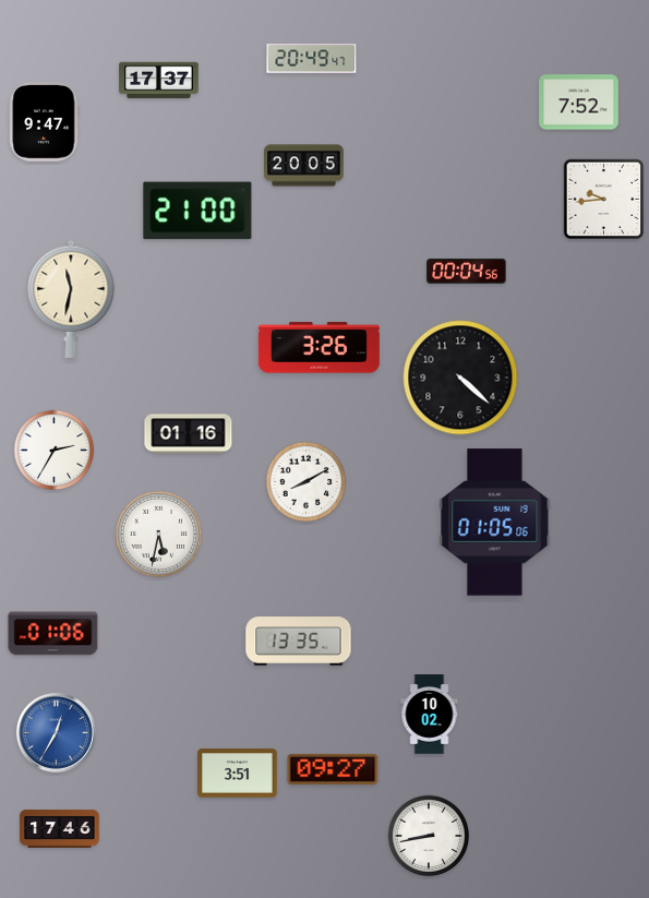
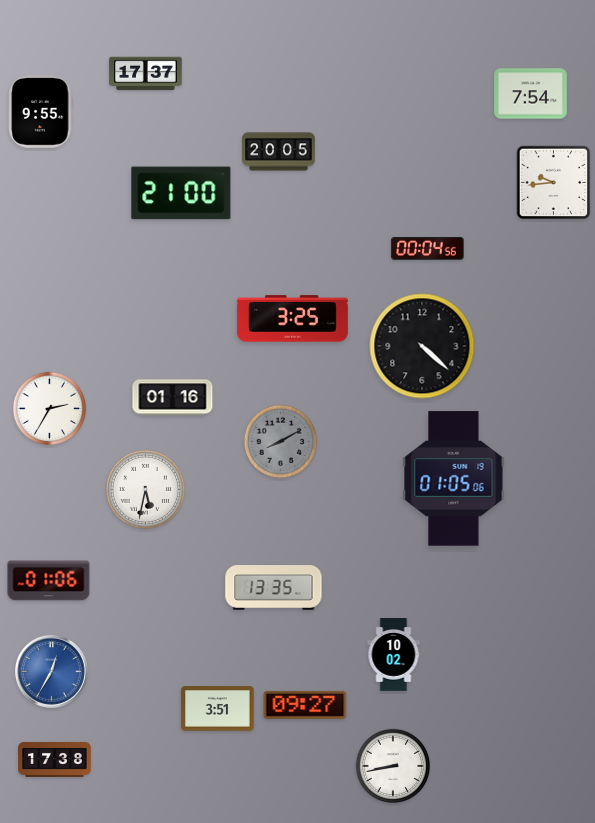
clock at (312, 59): 20:49 -> none
clock at (579, 103): 7:52 -> 7:54
clock at (45, 122): 9:47 -> 9:55
clock at (71, 298): 11:32 -> none
clock at (319, 348): 3:26 -> 3:25
clock at (55, 451) position: (55, 451) -> (50, 409)
clock at (307, 482) dial: white -> grey
clock at (60, 828): 17:46 -> 17:38
